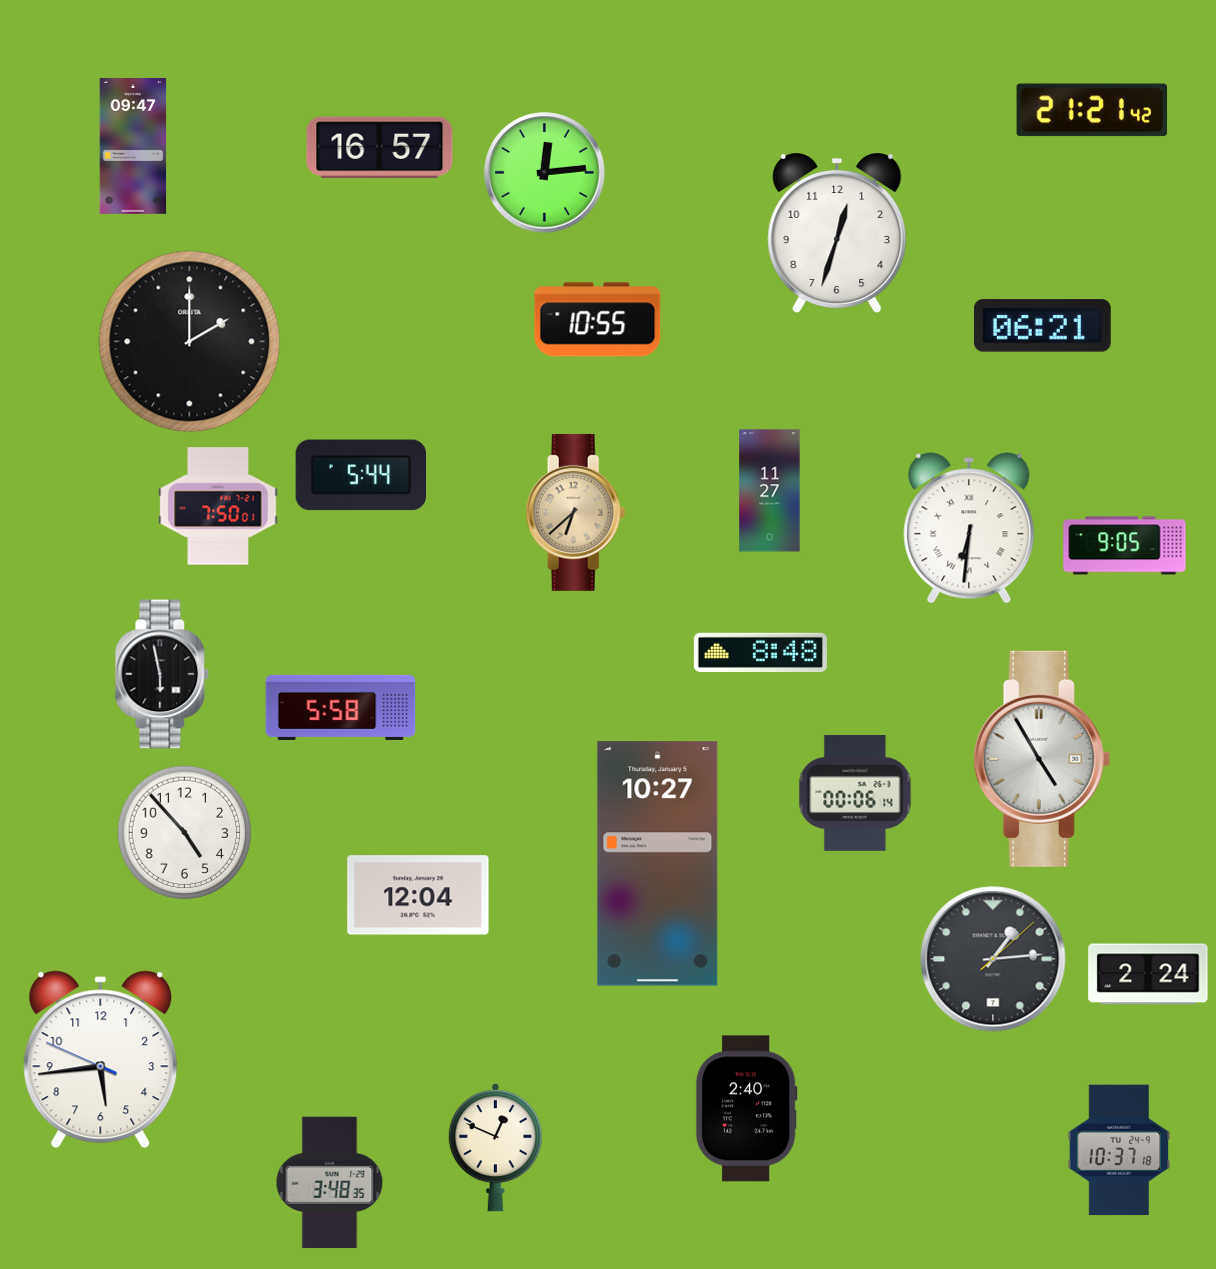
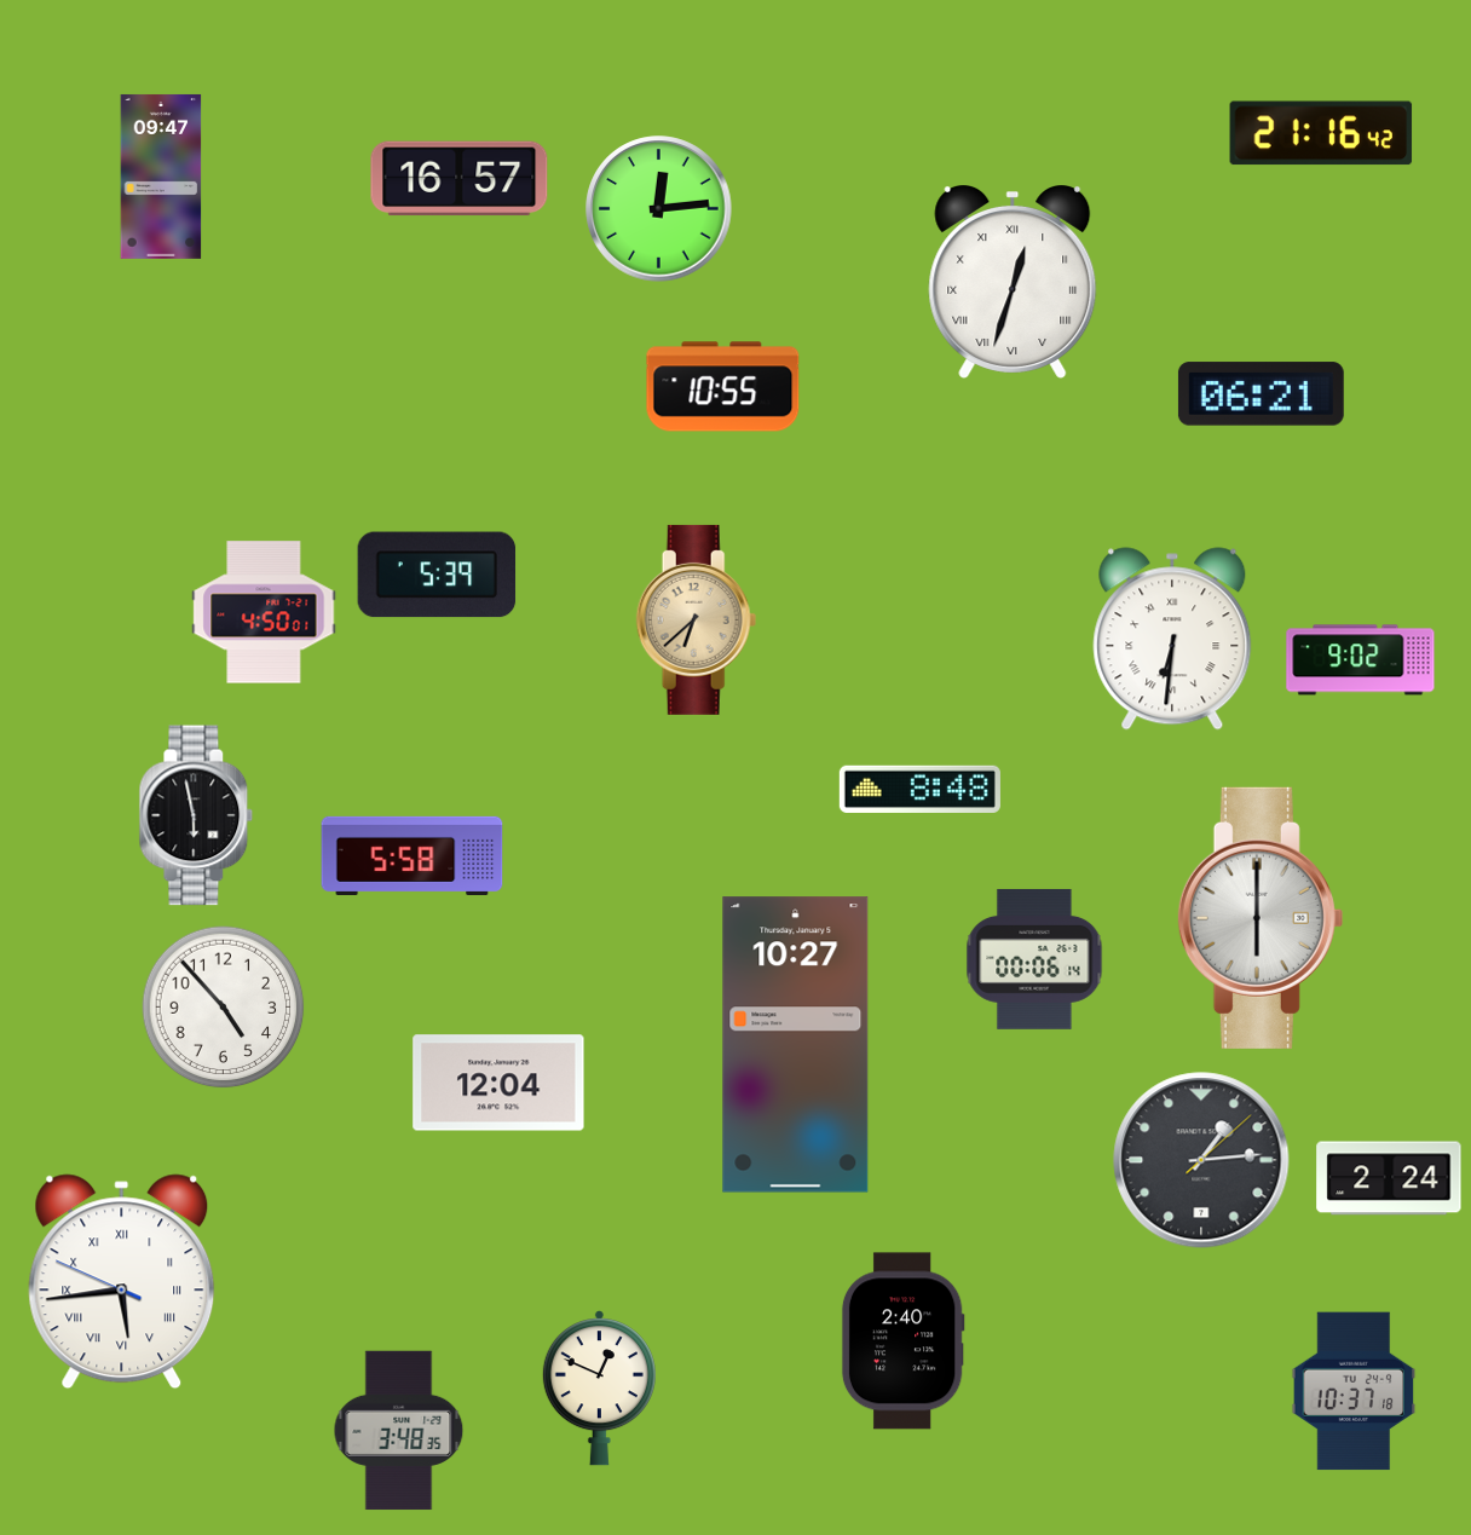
clock at (1092, 110): 21:21 -> 21:16
clock at (837, 234) numerals: Arabic -> Roman
clock at (190, 342): 2:00 -> none
clock at (361, 475): 5:44 -> 5:39
clock at (770, 491): 11:27 -> none
clock at (218, 506): 7:50 -> 4:50
clock at (1125, 546): 9:05 -> 9:02
clock at (1042, 759): 4:55 -> 6:00
clock at (418, 895) position: (418, 895) -> (498, 1083)
clock at (101, 1060) numerals: Arabic -> Roman
